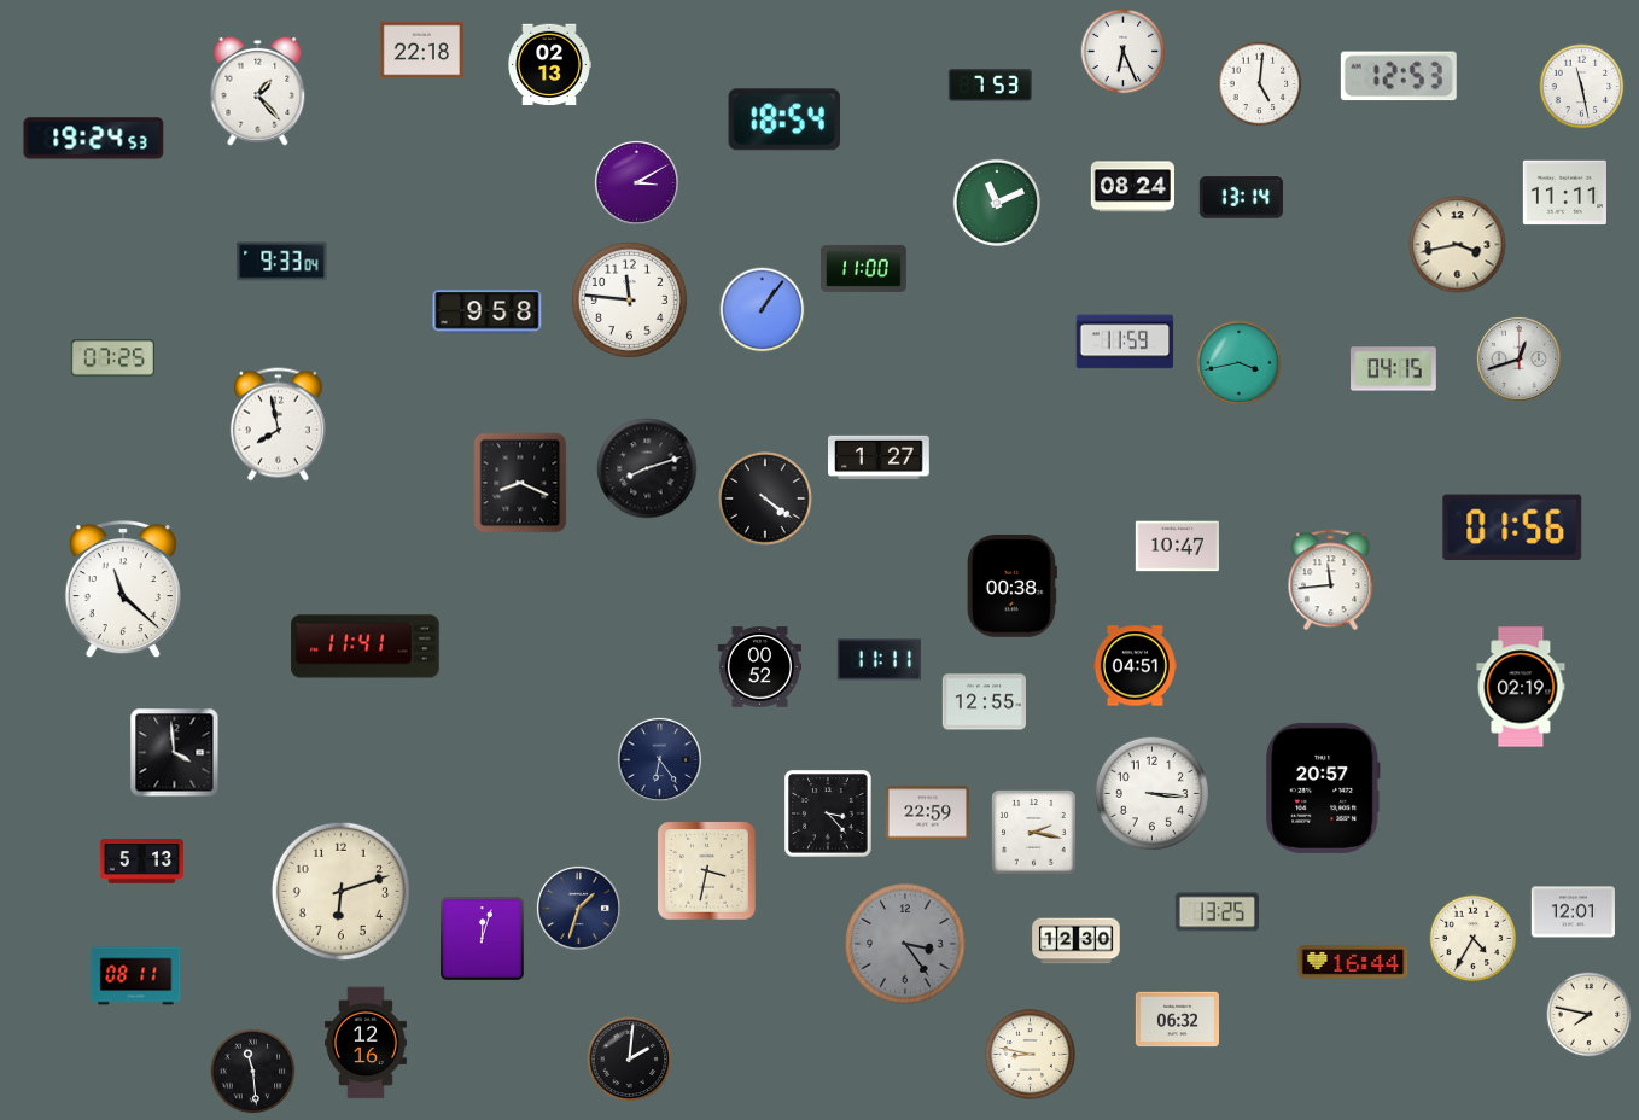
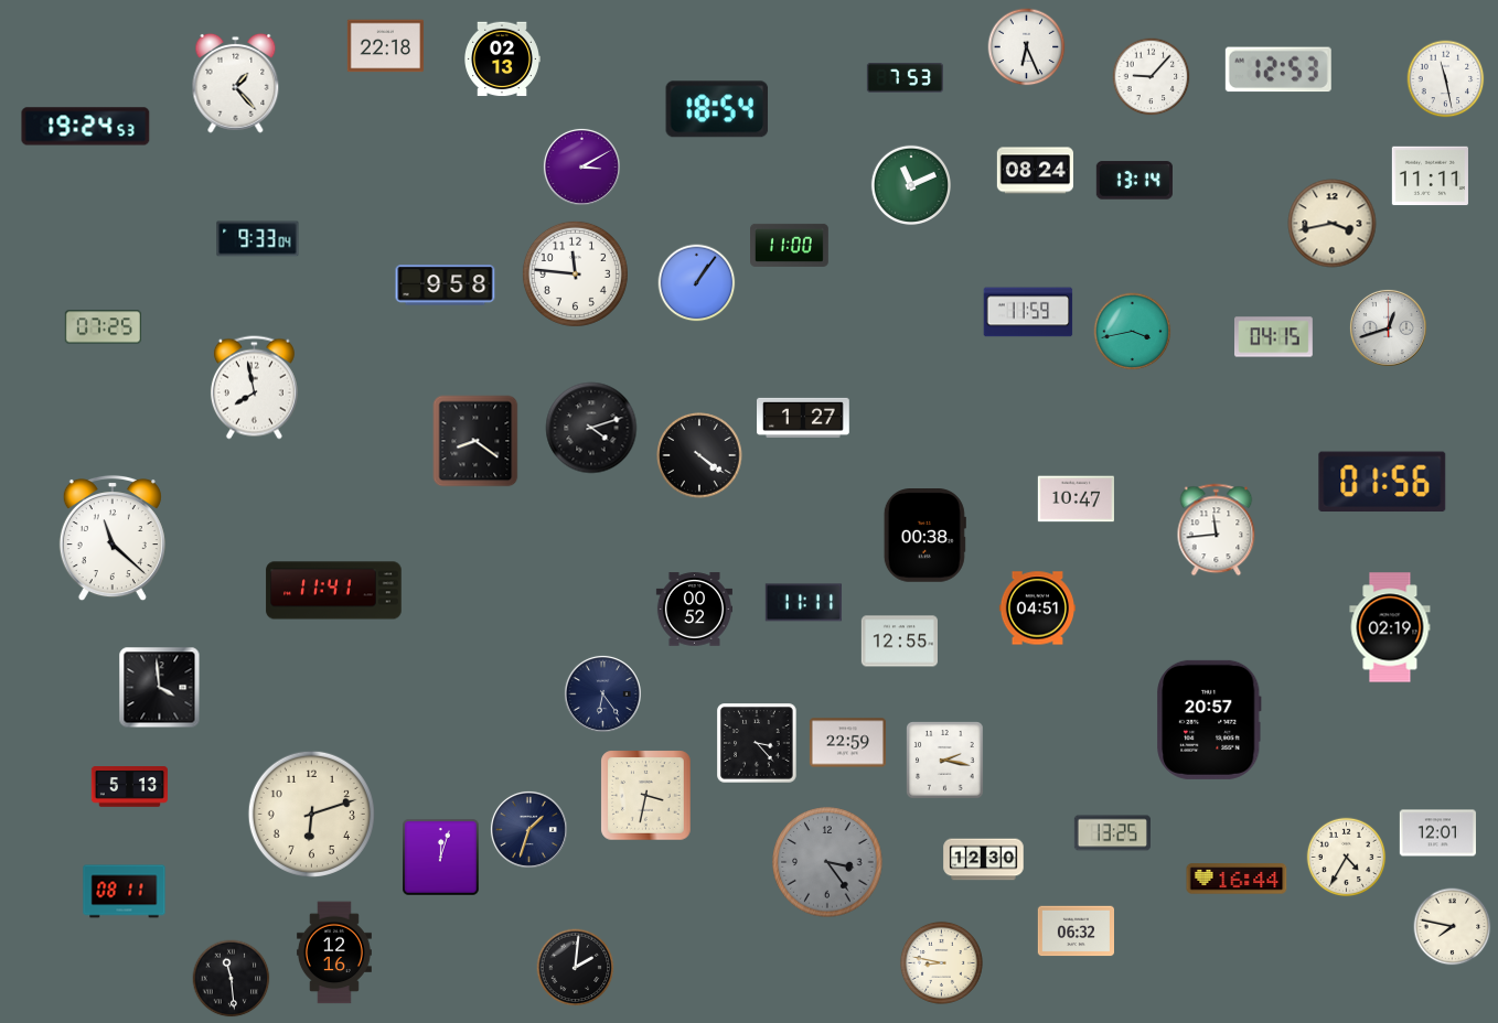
clock at (1260, 84): 5:01 -> 9:07
clock at (647, 468): 8:12 -> 4:12
clock at (520, 483): 8:19 -> 8:21
clock at (1151, 793): 3:16 -> none
